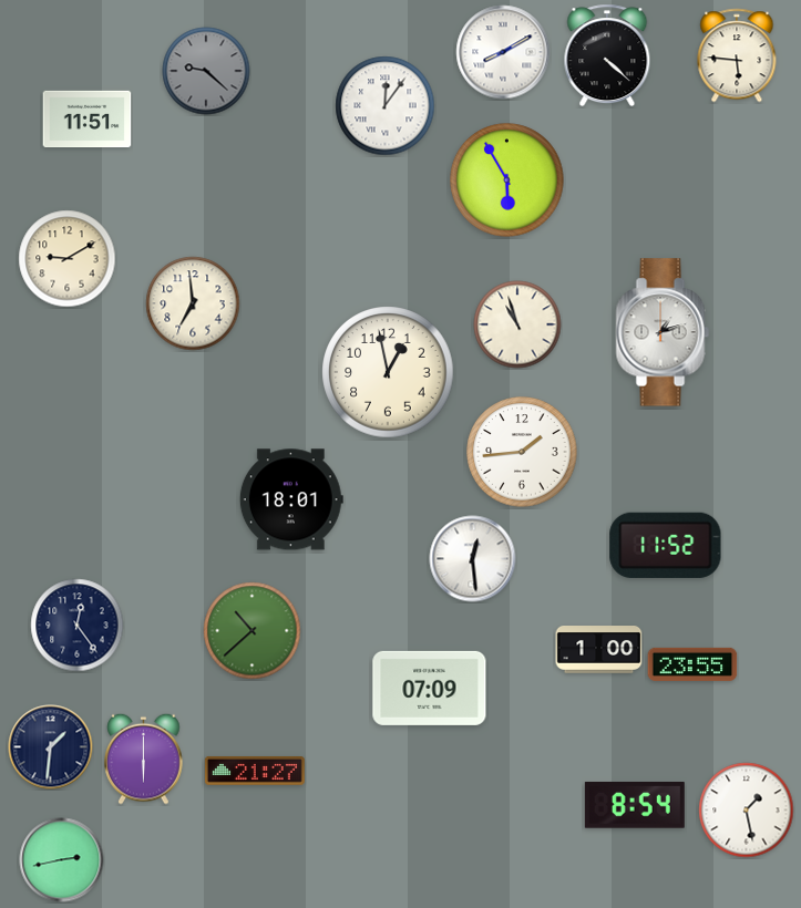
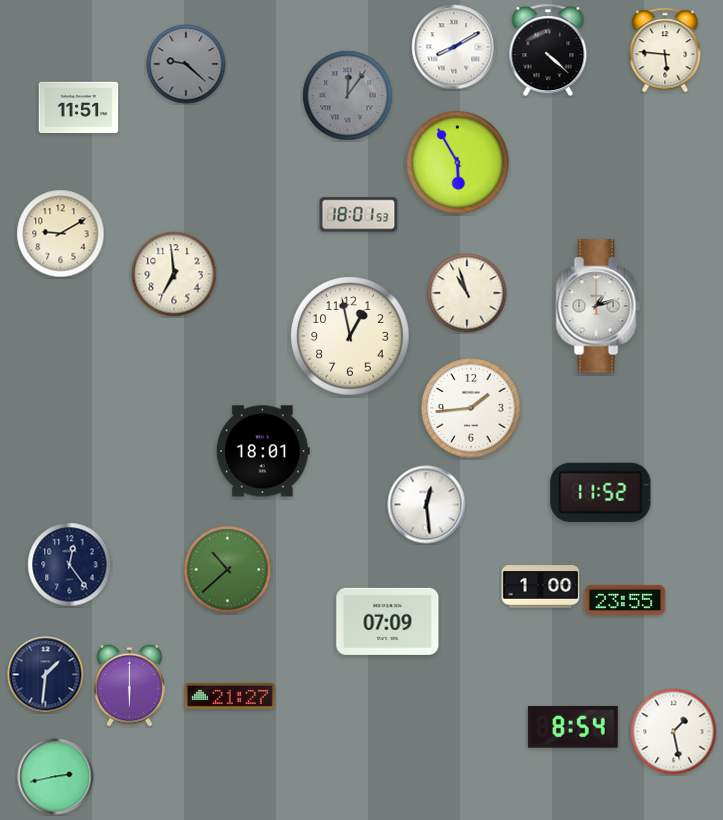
clock at (386, 106) dial: white -> grey
clock at (359, 215): none -> 18:01
clock at (663, 332) position: (663, 332) -> (598, 306)
